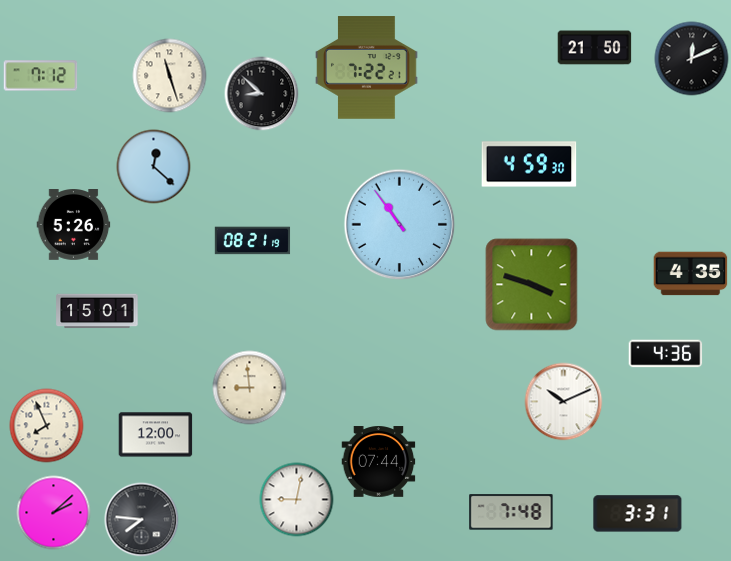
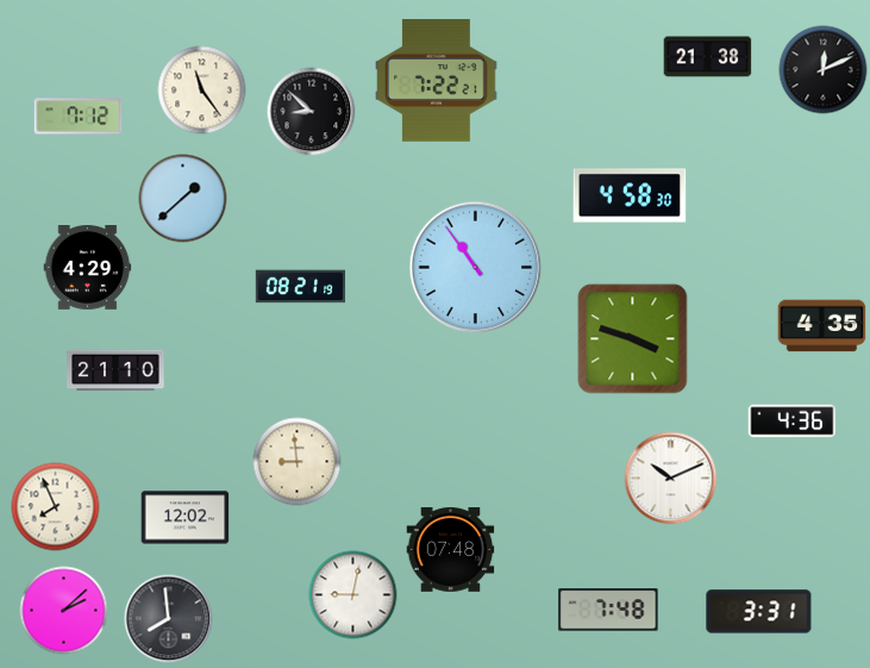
clock at (595, 48): 21:50 -> 21:38
clock at (41, 76) position: (41, 76) -> (79, 117)
clock at (170, 76): 11:27 -> 11:24
clock at (529, 164): 4:59 -> 4:58
clock at (154, 167): 12:22 -> 1:38
clock at (74, 225): 5:26 -> 4:29
clock at (97, 311): 15:01 -> 21:10
clock at (156, 435): 12:00 -> 12:02
clock at (379, 462): 07:44 -> 07:48
clock at (142, 520): 7:46 -> 7:59
